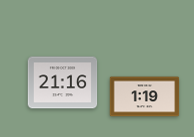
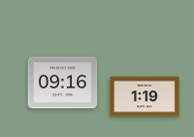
clock at (63, 83): 21:16 -> 09:16
